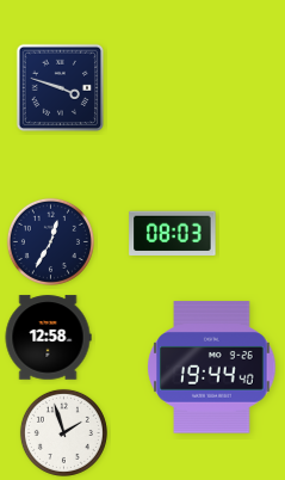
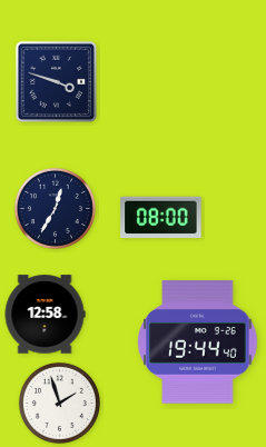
clock at (173, 234): 08:03 -> 08:00
clock at (50, 241) position: (50, 241) -> (55, 208)
